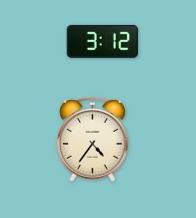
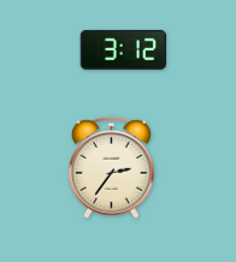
clock at (92, 139): 4:36 -> 2:36
